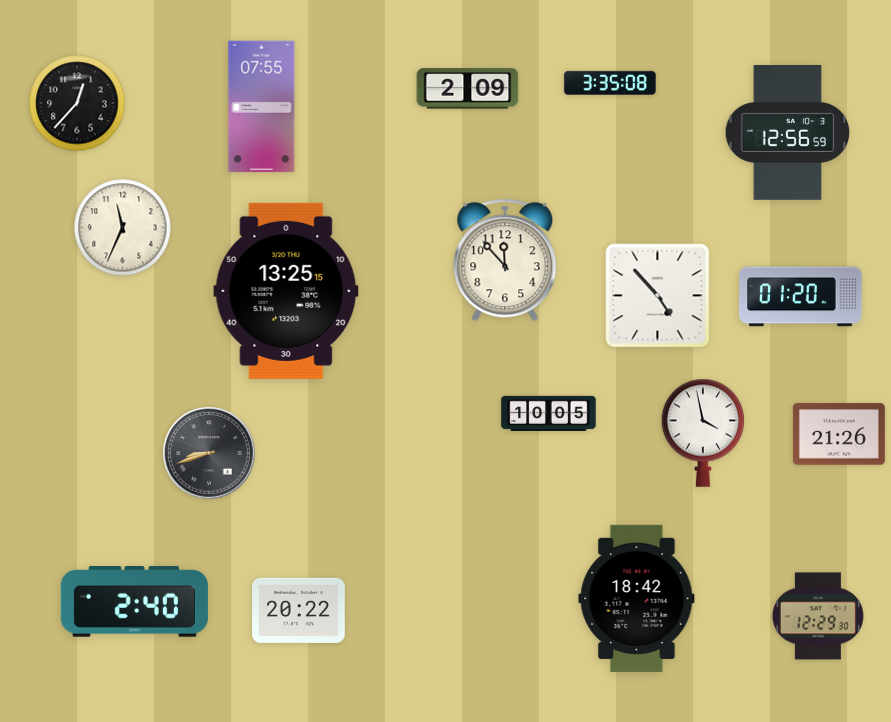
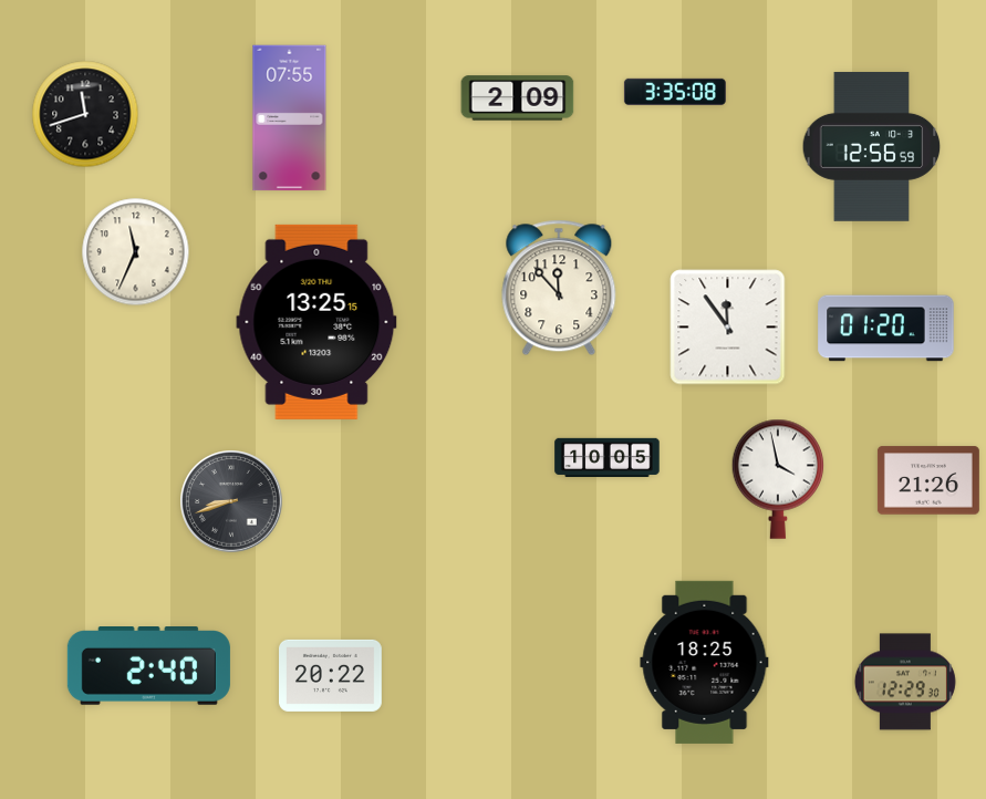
clock at (77, 103): 12:37 -> 11:42
clock at (658, 296): 4:53 -> 11:54
clock at (637, 598): 18:42 -> 18:25
